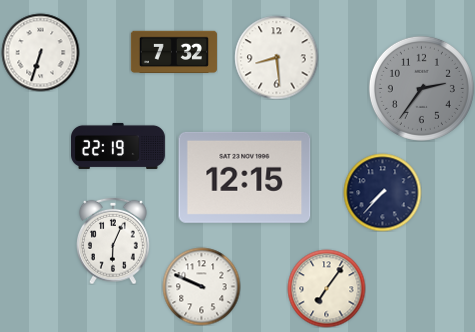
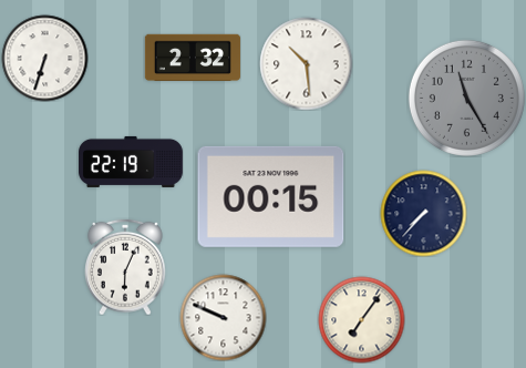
clock at (174, 52): 7:32 -> 2:32
clock at (276, 57): 8:29 -> 10:29
clock at (421, 88): 2:36 -> 11:25
clock at (245, 177): 12:15 -> 00:15
